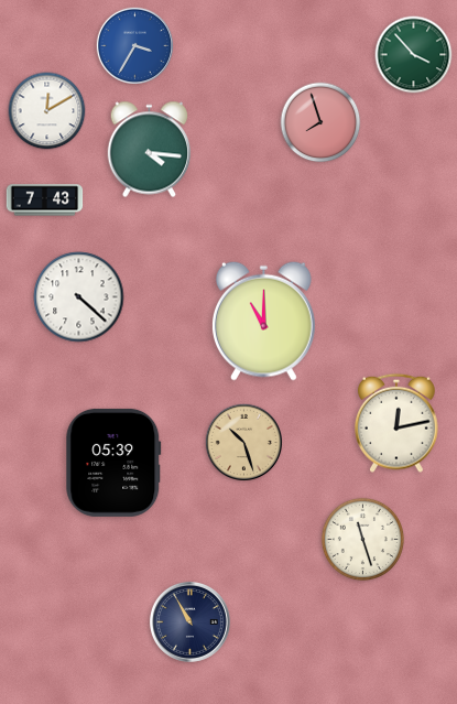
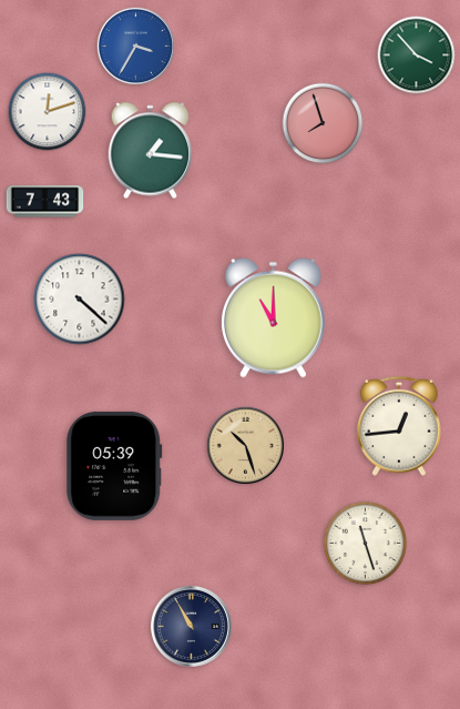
clock at (47, 111): 12:10 -> 12:12
clock at (150, 150): 4:16 -> 1:16
clock at (263, 321) position: (263, 321) -> (273, 317)
clock at (398, 423): 12:13 -> 12:44
